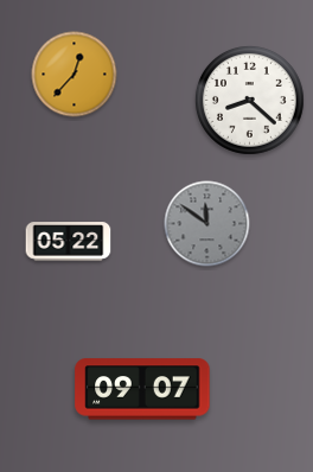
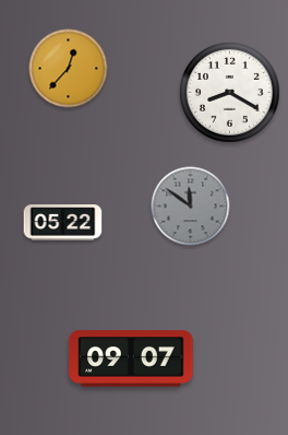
clock at (249, 100): 8:22 -> 8:20
